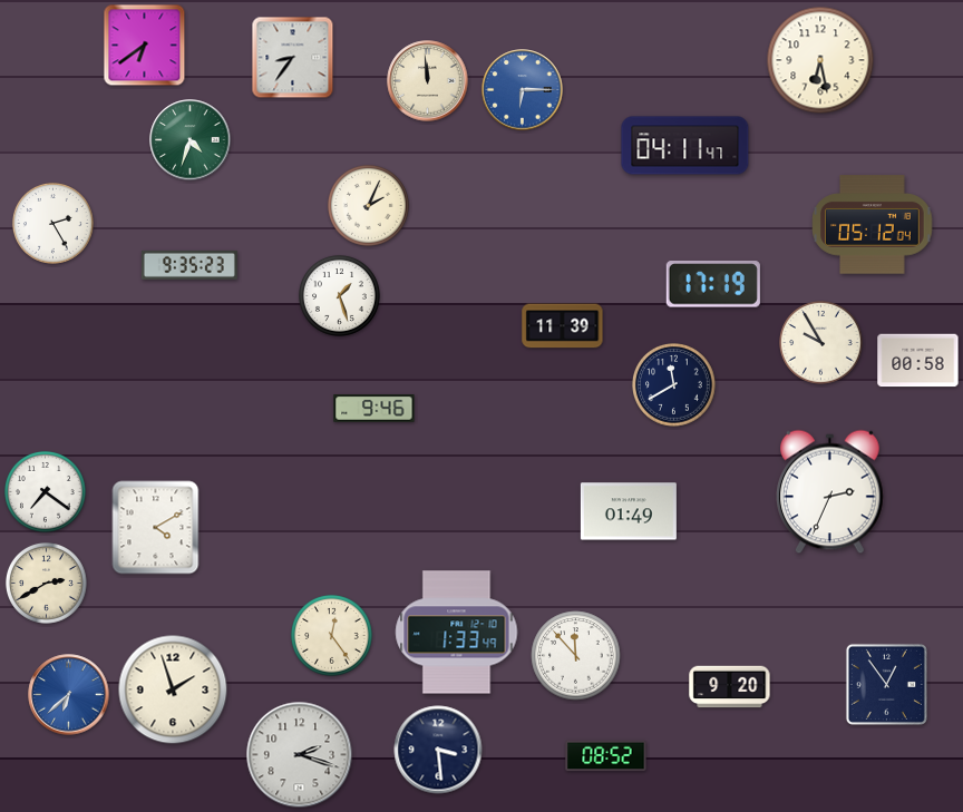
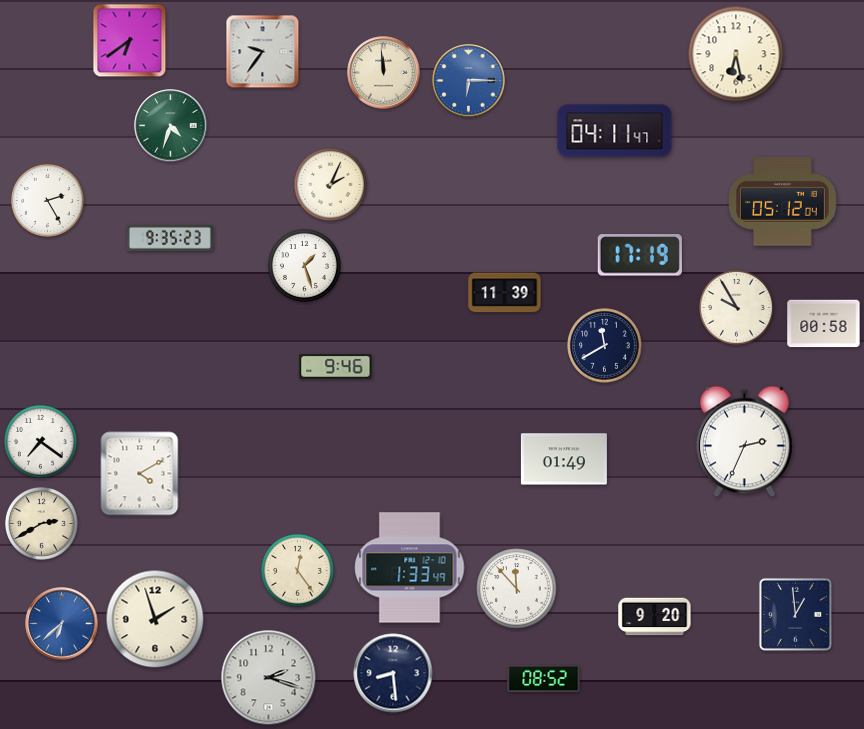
clock at (293, 58): 8:36 -> 9:36
clock at (886, 684): 12:54 -> 12:59
clock at (438, 750): 3:29 -> 8:29
